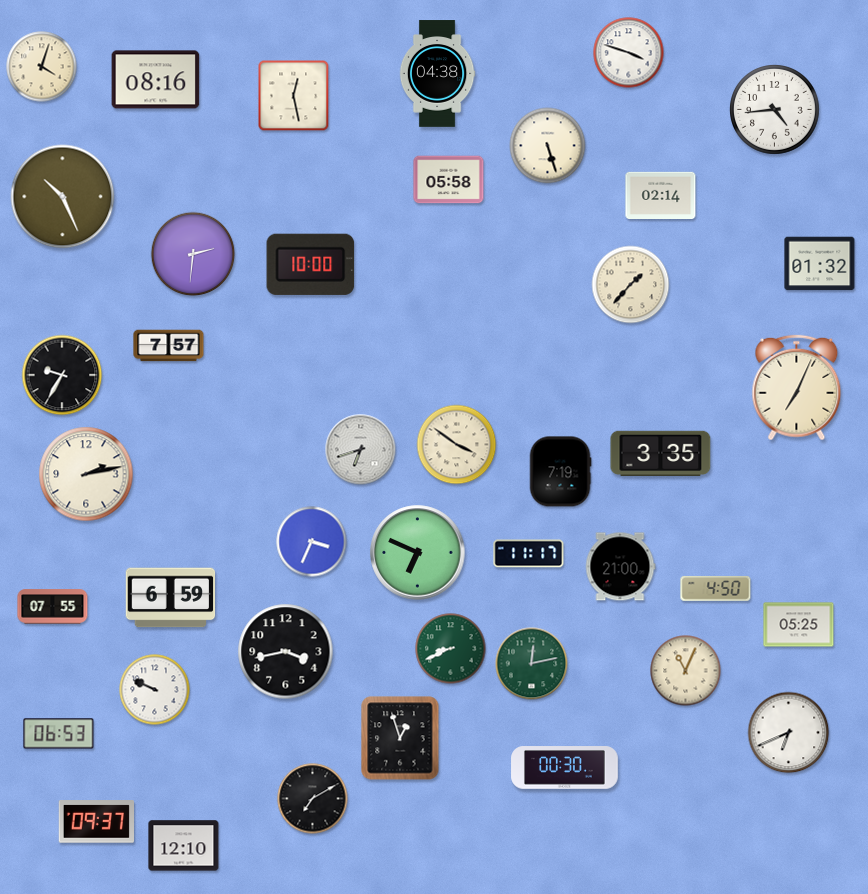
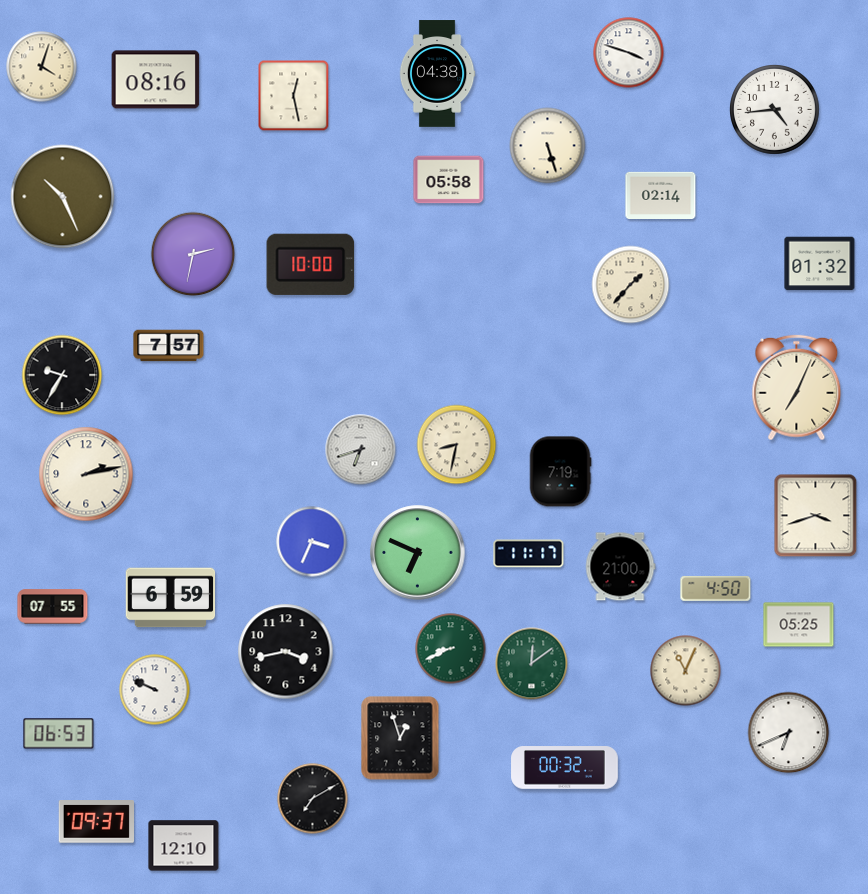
clock at (193, 254): 2:31 -> 2:32
clock at (457, 445): 3:51 -> 8:32
clock at (661, 454): 3:35 -> none
clock at (816, 516): none -> 3:42
clock at (532, 664): 12:13 -> 12:09
clock at (565, 768): 00:30 -> 00:32
